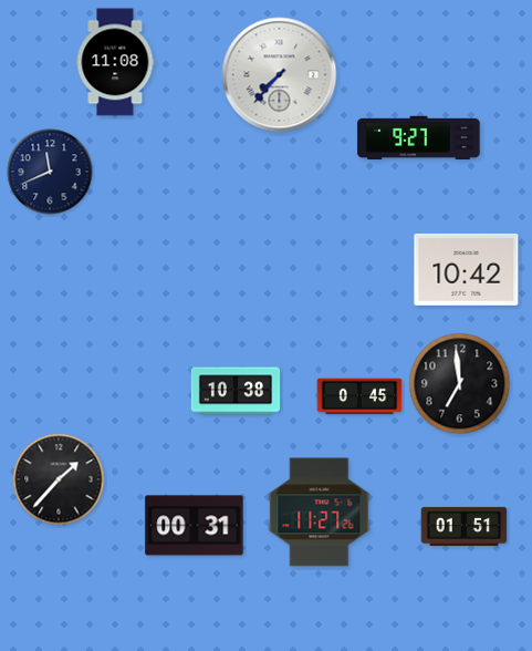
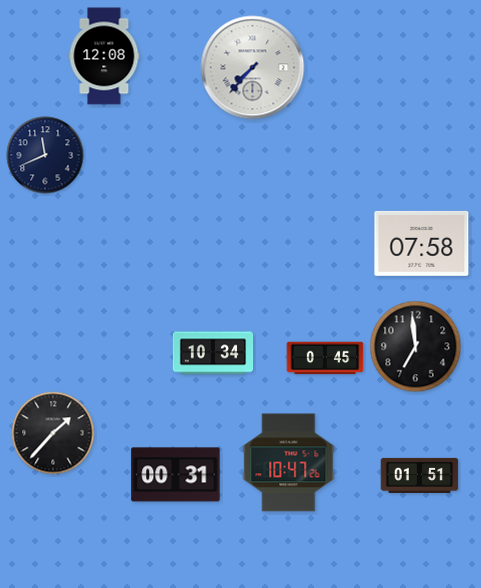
clock at (115, 62): 11:08 -> 12:08
clock at (419, 137): 9:27 -> none
clock at (467, 269): 10:42 -> 07:58
clock at (236, 391): 10:38 -> 10:34
clock at (320, 513): 11:27 -> 10:47
